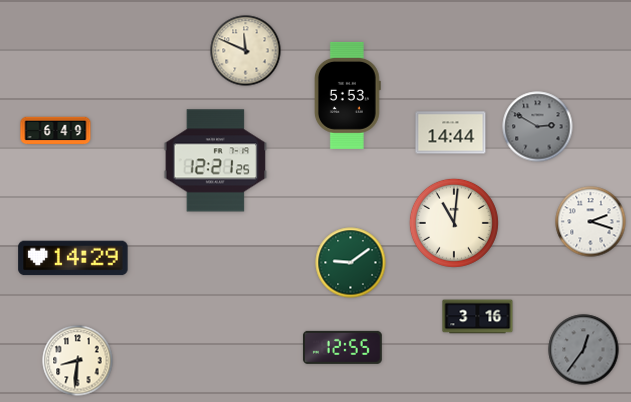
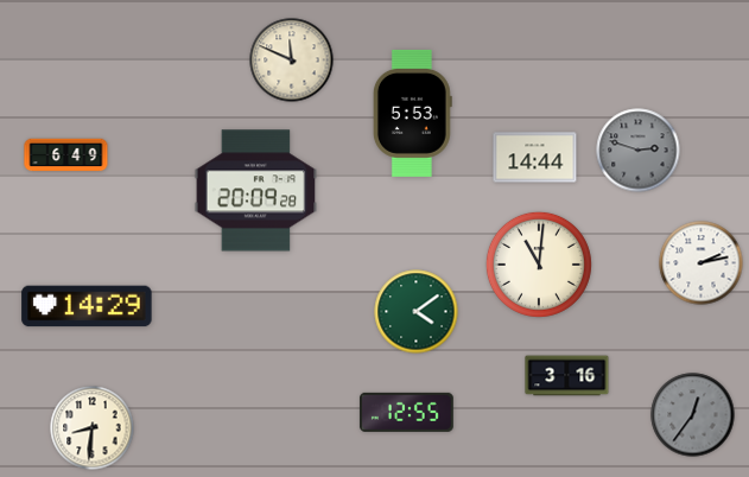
clock at (538, 127): 2:50 -> 2:48
clock at (216, 161): 12:21 -> 20:09
clock at (591, 222): 2:18 -> 2:13
clock at (351, 263): 9:09 -> 4:09
